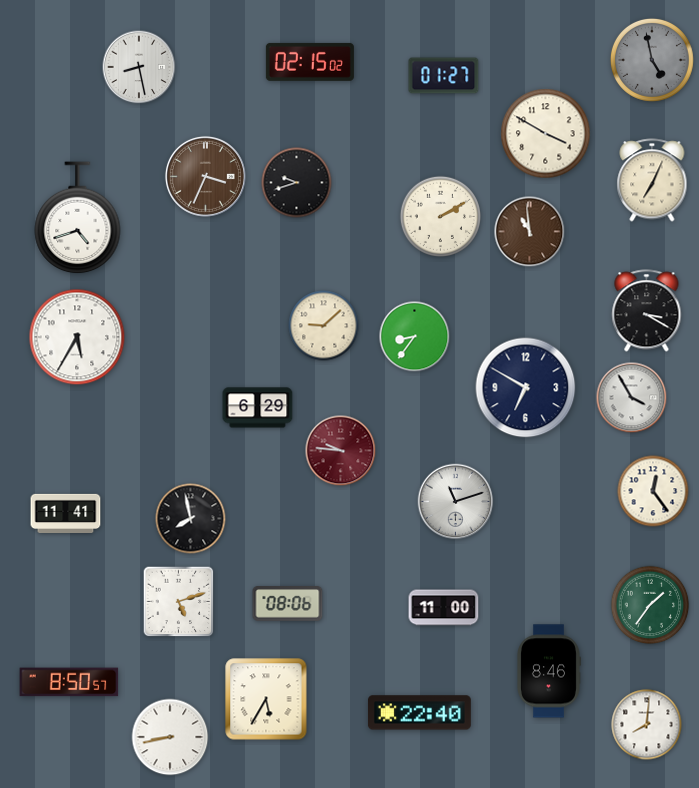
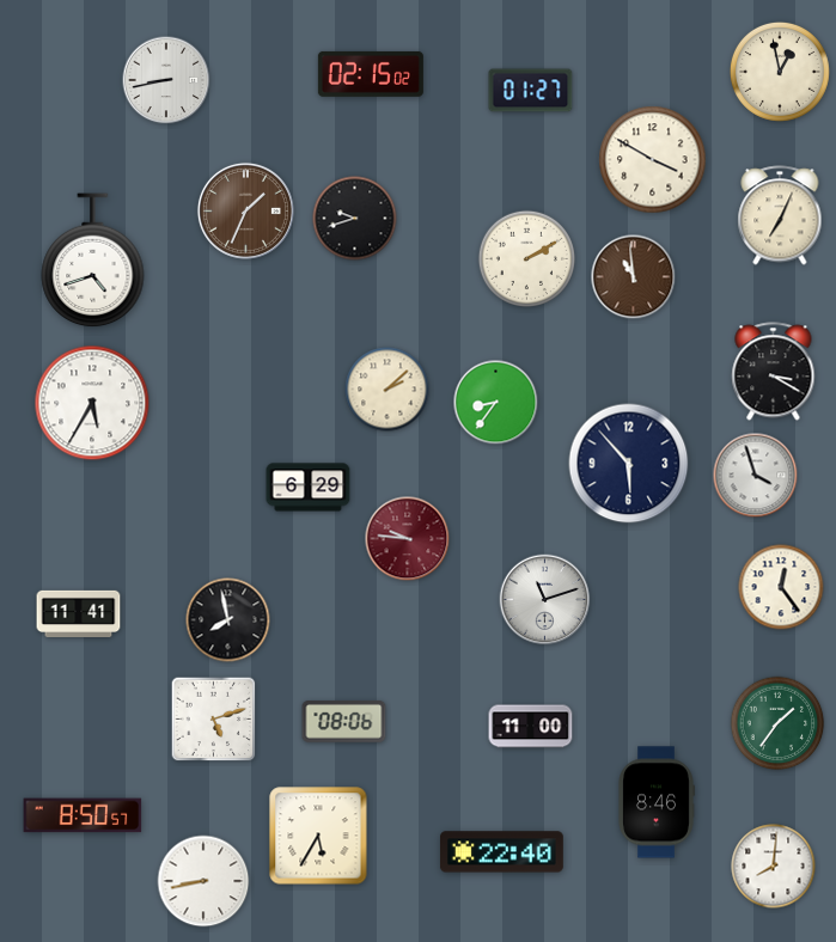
clock at (652, 60): 4:58 -> 12:58
clock at (652, 60) dial: grey -> cream
clock at (139, 67): 8:28 -> 8:43
clock at (205, 176): 3:34 -> 1:34
clock at (324, 326): 9:08 -> 2:08
clock at (526, 388): 6:50 -> 5:53
clock at (632, 398): 3:55 -> 3:57
